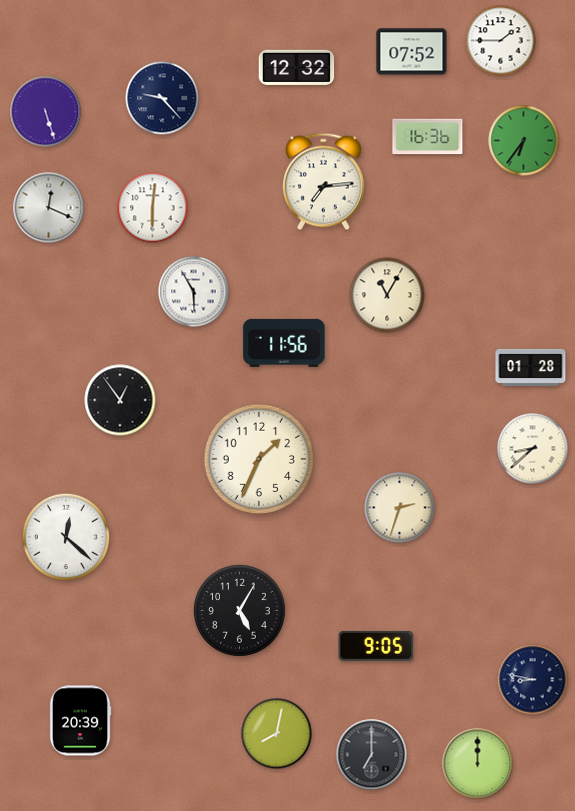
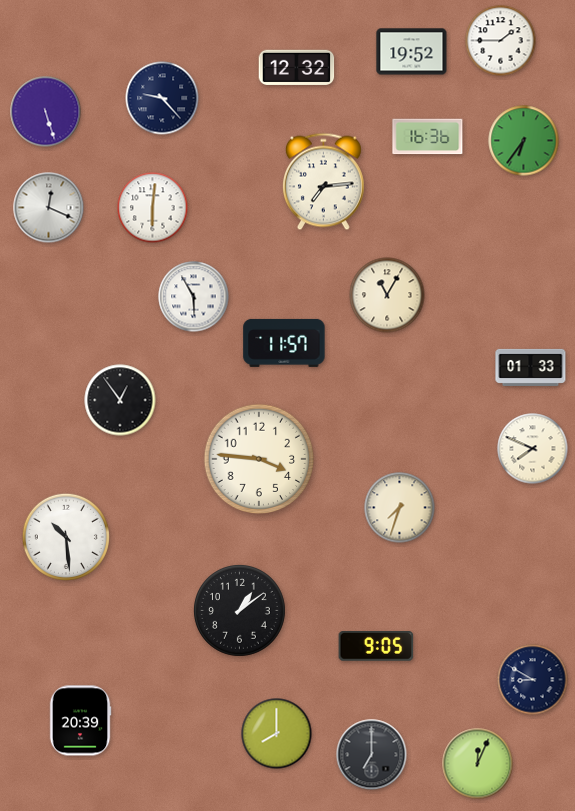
clock at (412, 52): 07:52 -> 19:52
clock at (194, 292) position: (194, 292) -> (194, 297)
clock at (284, 343): 11:56 -> 11:57
clock at (531, 367): 01:28 -> 01:33
clock at (533, 449): 8:38 -> 7:49
clock at (259, 459): 1:34 -> 3:46
clock at (400, 508): 2:33 -> 7:33
clock at (66, 537): 12:22 -> 10:29
clock at (240, 611): 5:05 -> 1:09
clock at (533, 680): 8:47 -> 8:50
clock at (277, 734): 8:02 -> 8:00
clock at (478, 764): 12:00 -> 12:04
